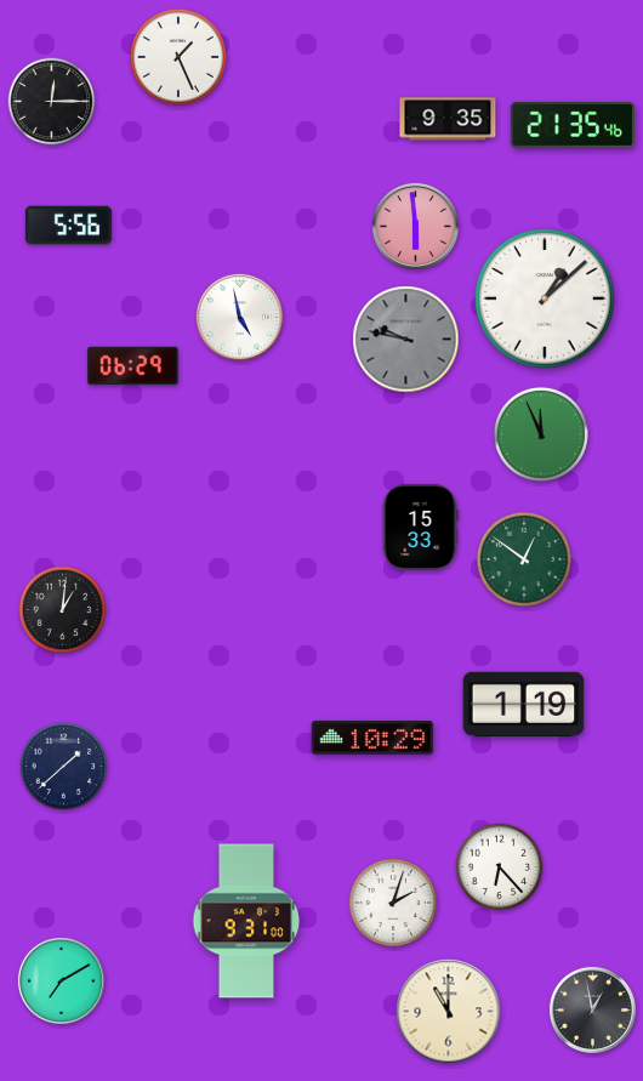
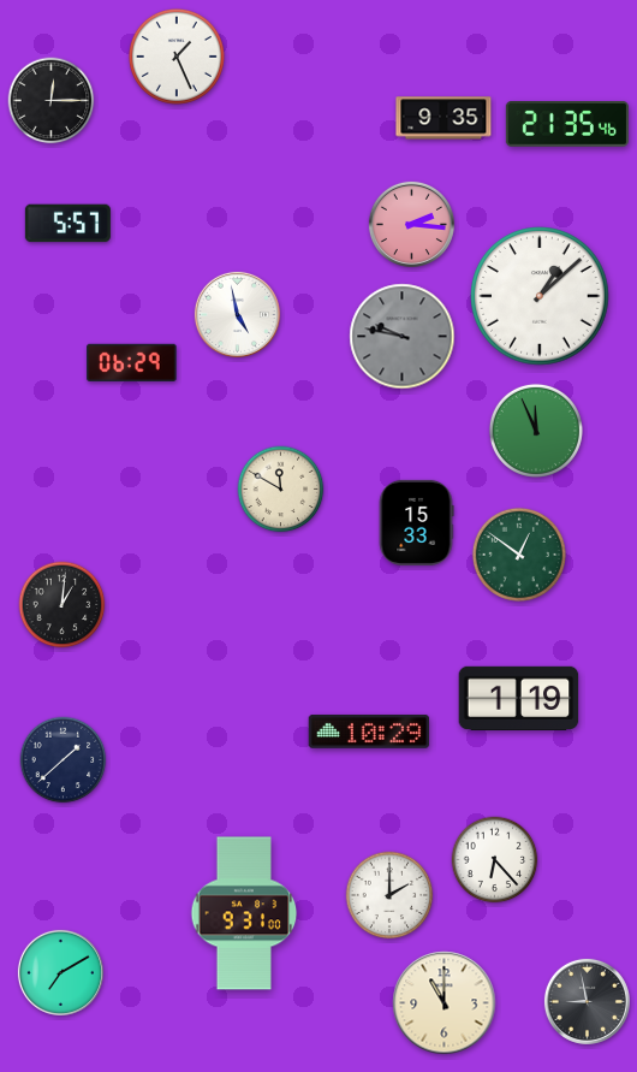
clock at (68, 226): 5:56 -> 5:57
clock at (415, 226): 5:59 -> 2:16
clock at (281, 490): none -> 11:50
clock at (393, 903): 2:03 -> 2:00
clock at (592, 1009): 12:58 -> 8:58
